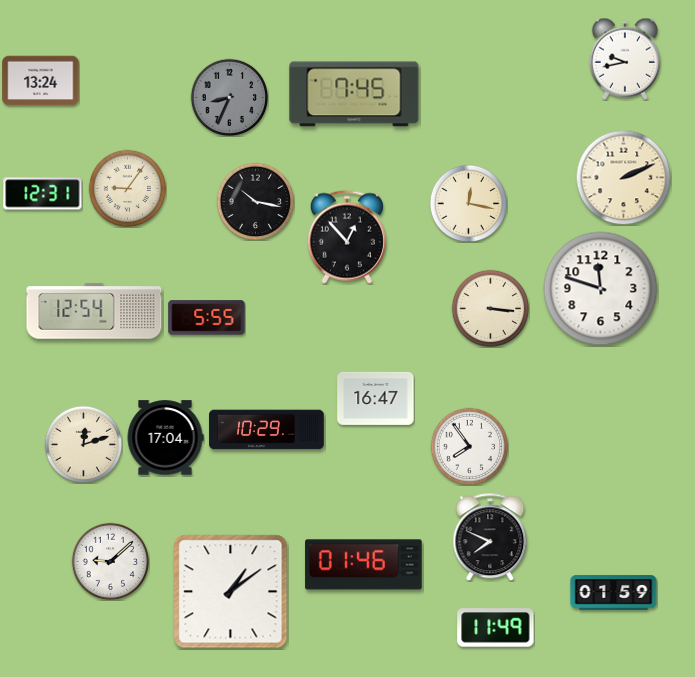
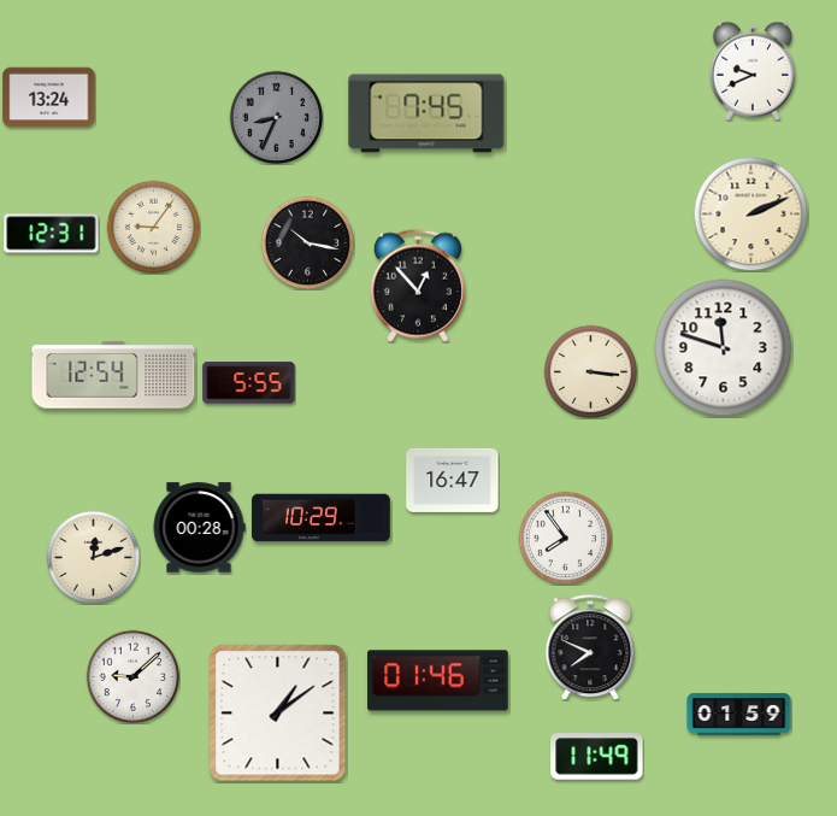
clock at (625, 59): 9:43 -> 9:41
clock at (468, 203): 12:17 -> none
clock at (165, 438): 17:04 -> 00:28
clock at (83, 444) position: (83, 444) -> (93, 557)
